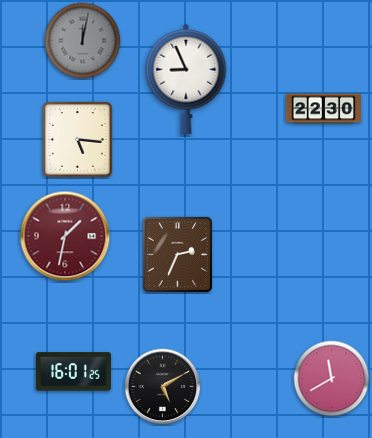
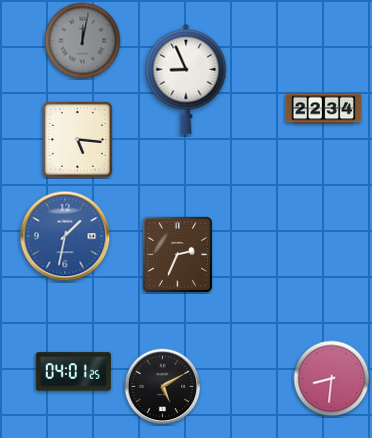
clock at (323, 109): 22:30 -> 22:34
clock at (65, 236) dial: burgundy -> blue
clock at (73, 372): 16:01 -> 04:01
clock at (332, 379): 11:40 -> 8:31
